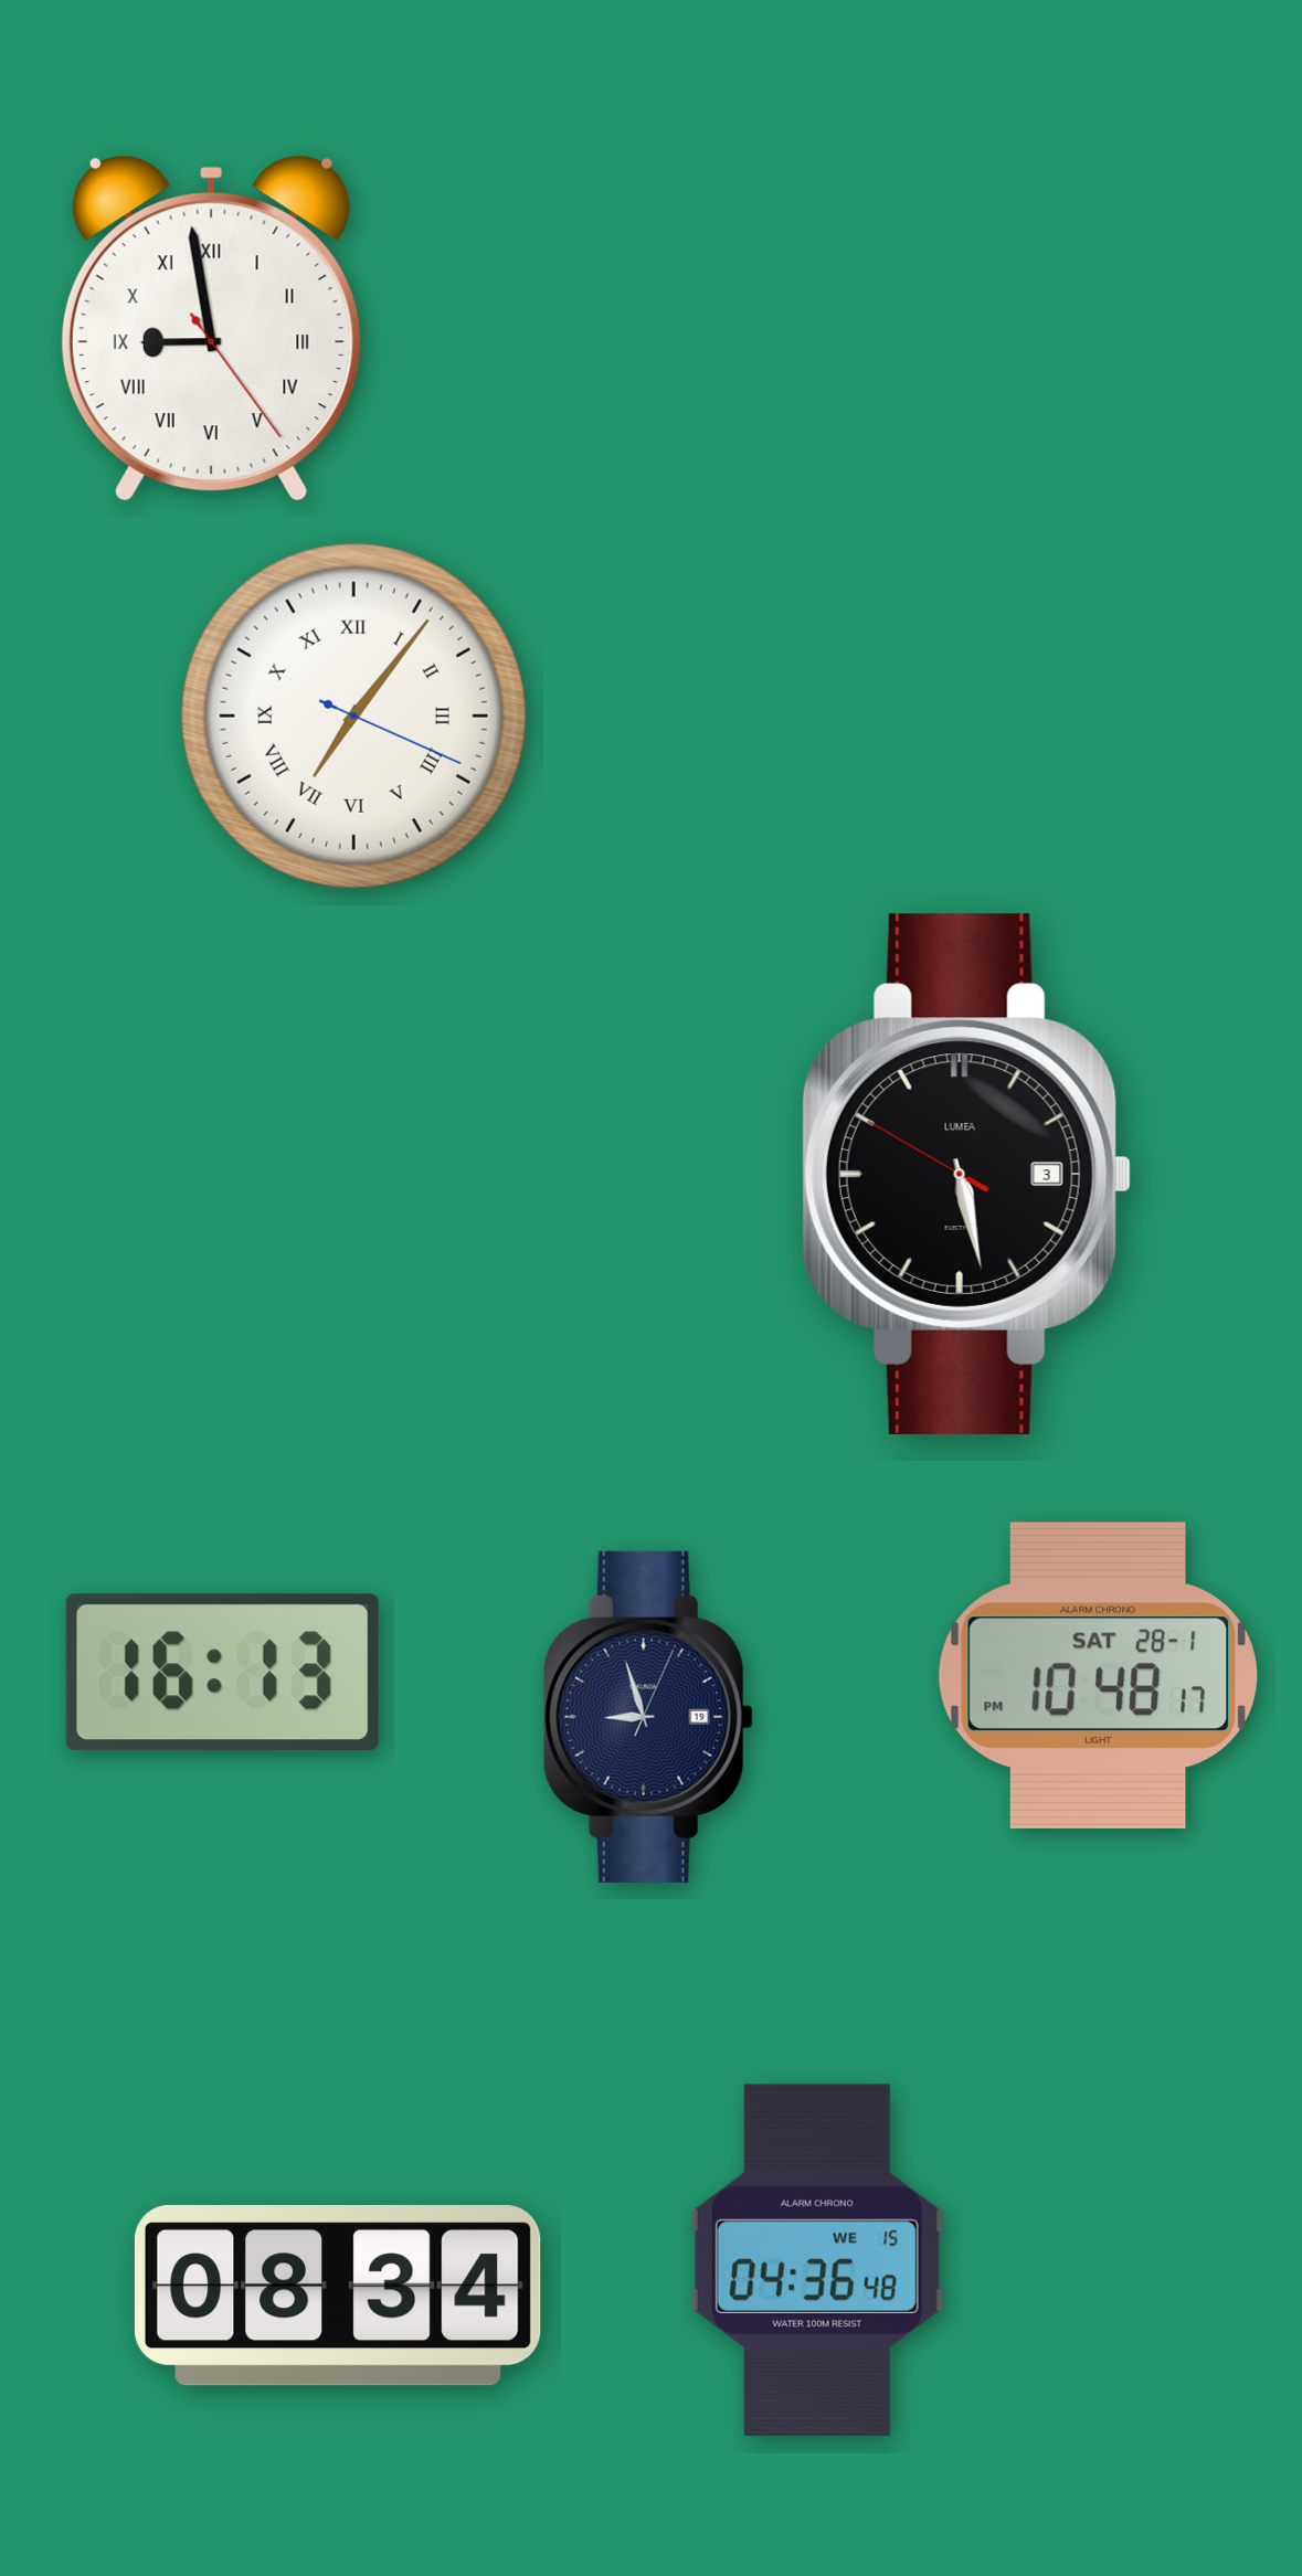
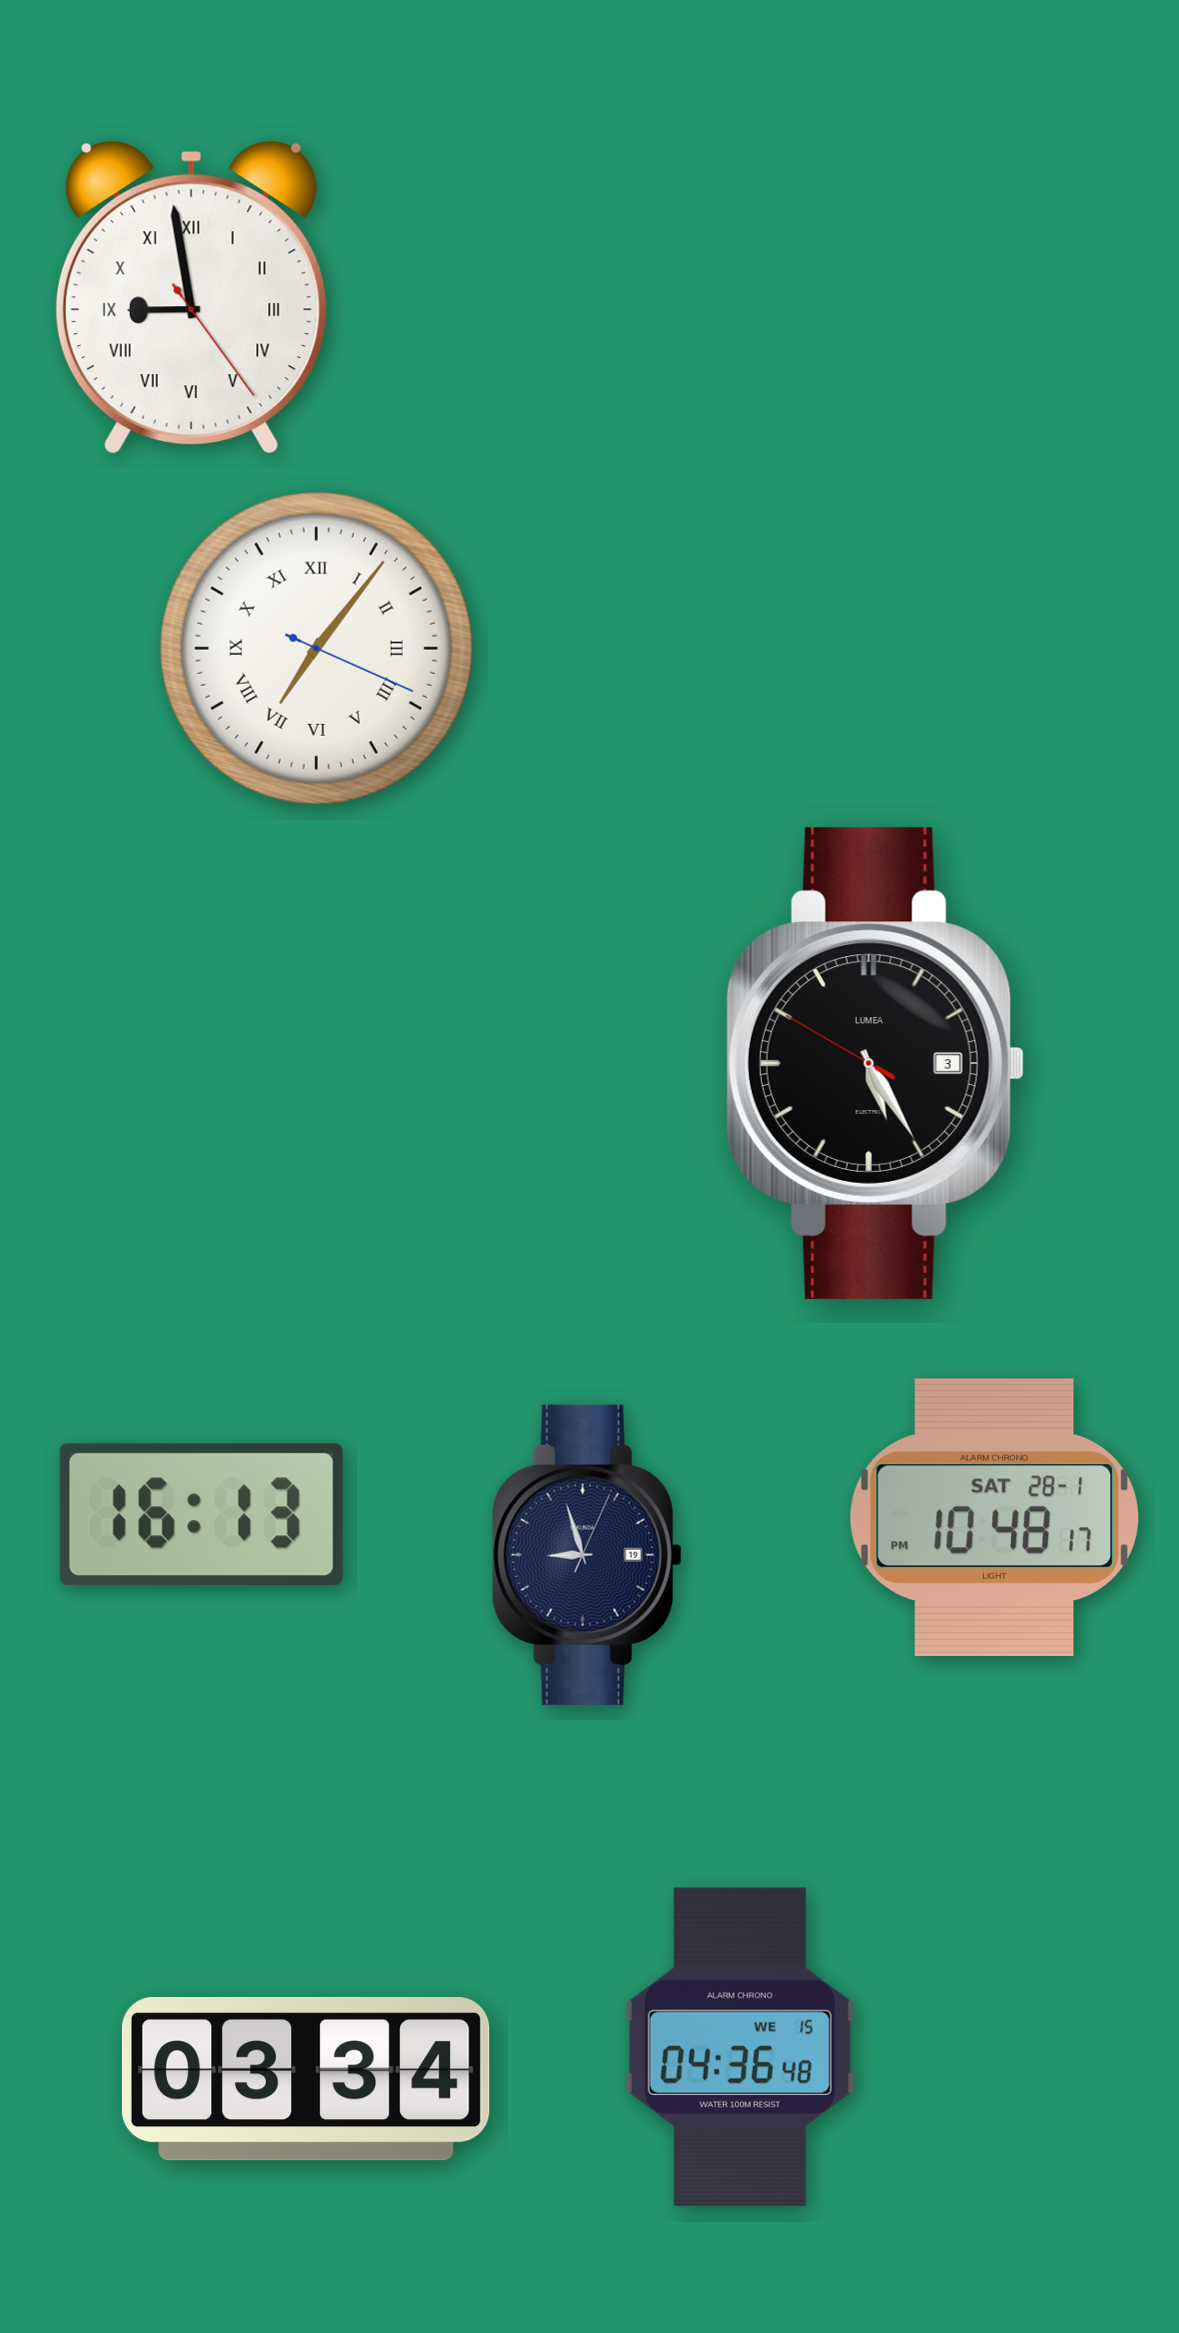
clock at (353, 715) position: (353, 715) -> (316, 648)
clock at (966, 1174): 5:27 -> 5:24
clock at (338, 2296): 08:34 -> 03:34
